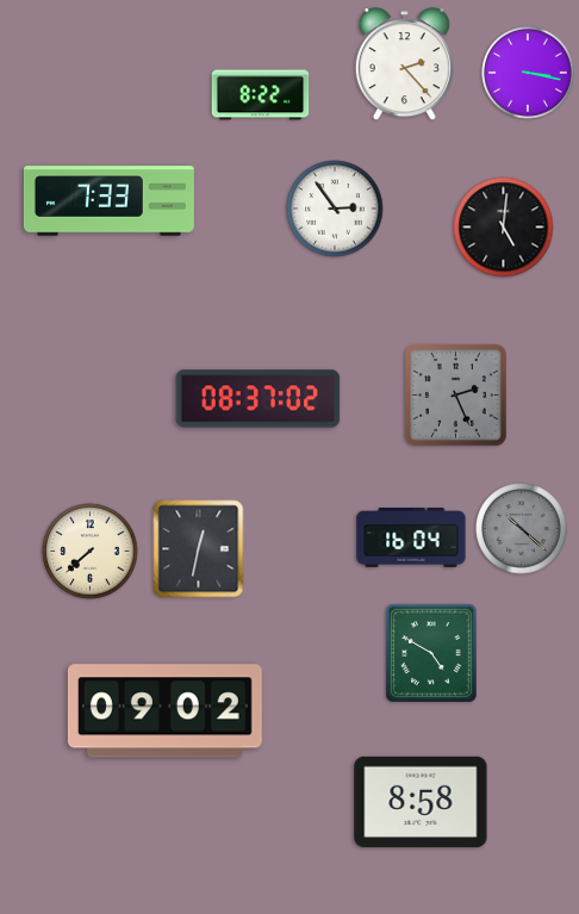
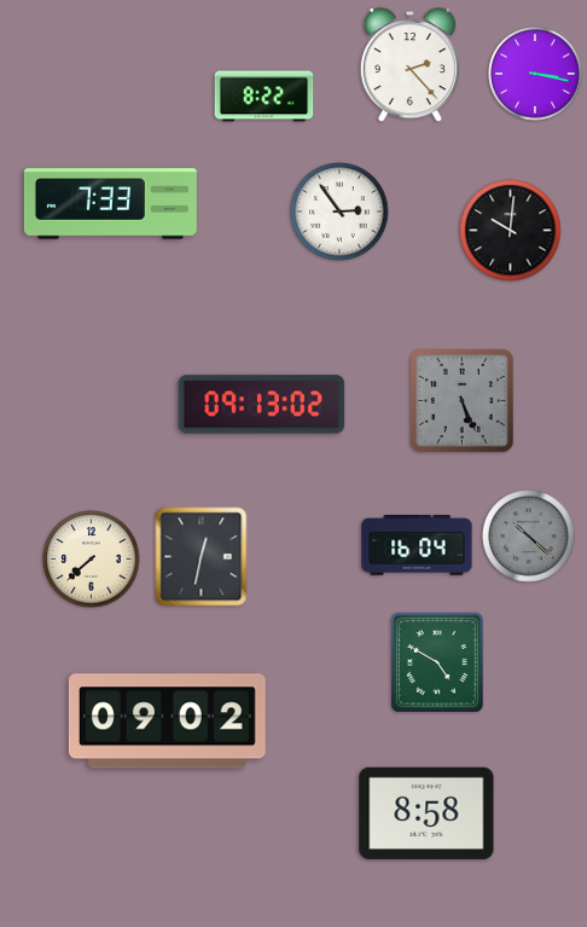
clock at (504, 228): 5:01 -> 10:01
clock at (455, 394): 2:26 -> 5:26
clock at (259, 399): 08:37 -> 09:13
